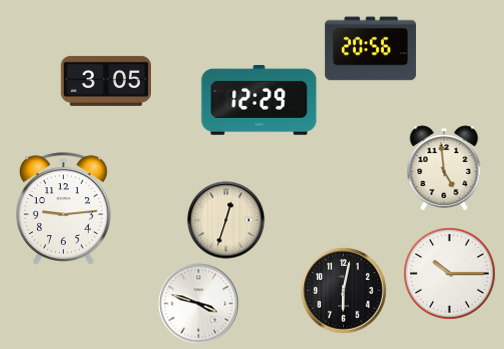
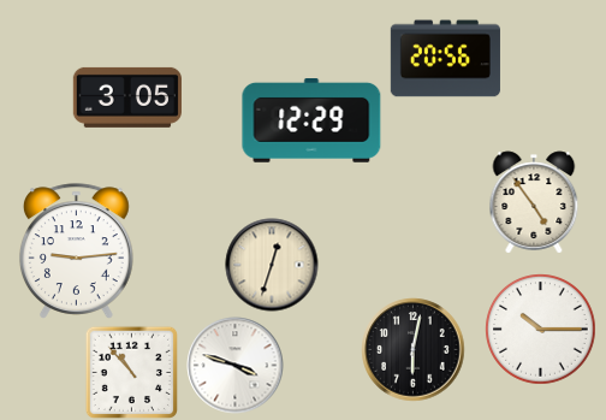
clock at (444, 168): 4:59 -> 4:54
clock at (199, 304) position: (199, 304) -> (236, 366)
clock at (131, 372): none -> 10:53
